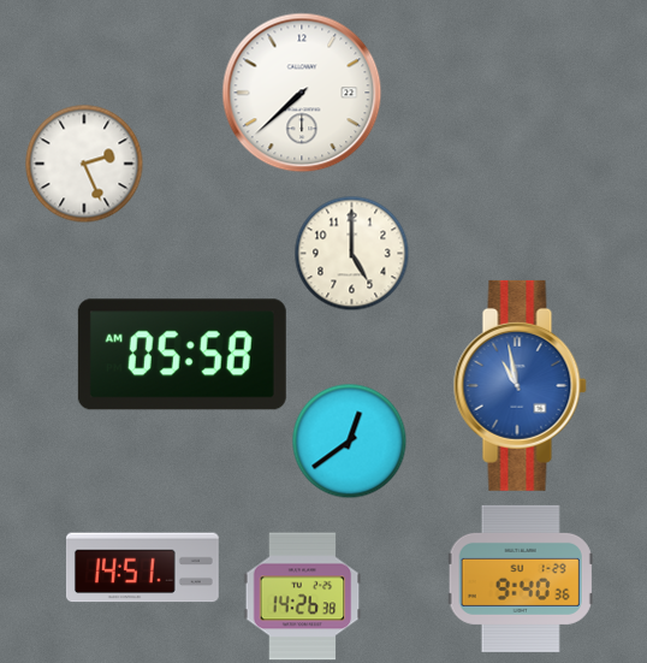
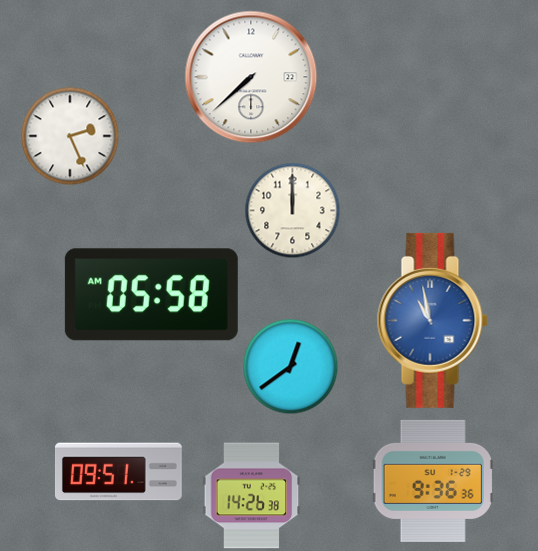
clock at (351, 253): 5:00 -> 12:00
clock at (142, 568): 14:51 -> 09:51
clock at (521, 579): 9:40 -> 9:36
